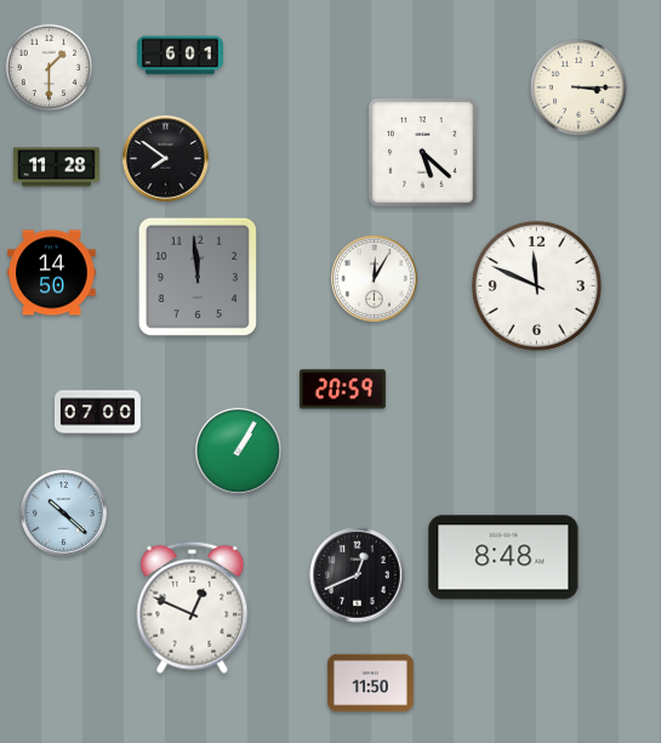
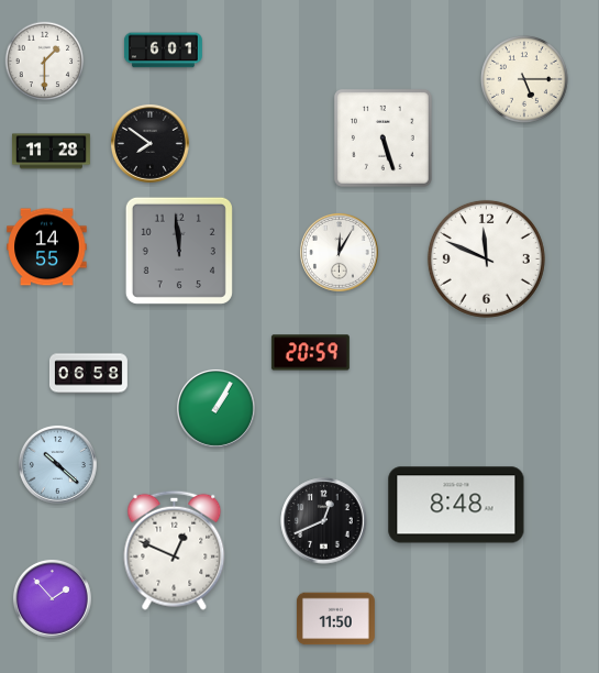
clock at (579, 87): 3:15 -> 5:15
clock at (422, 152): 5:22 -> 5:27
clock at (52, 273): 14:50 -> 14:55
clock at (97, 413): 07:00 -> 06:58
clock at (52, 598): none -> 1:53
